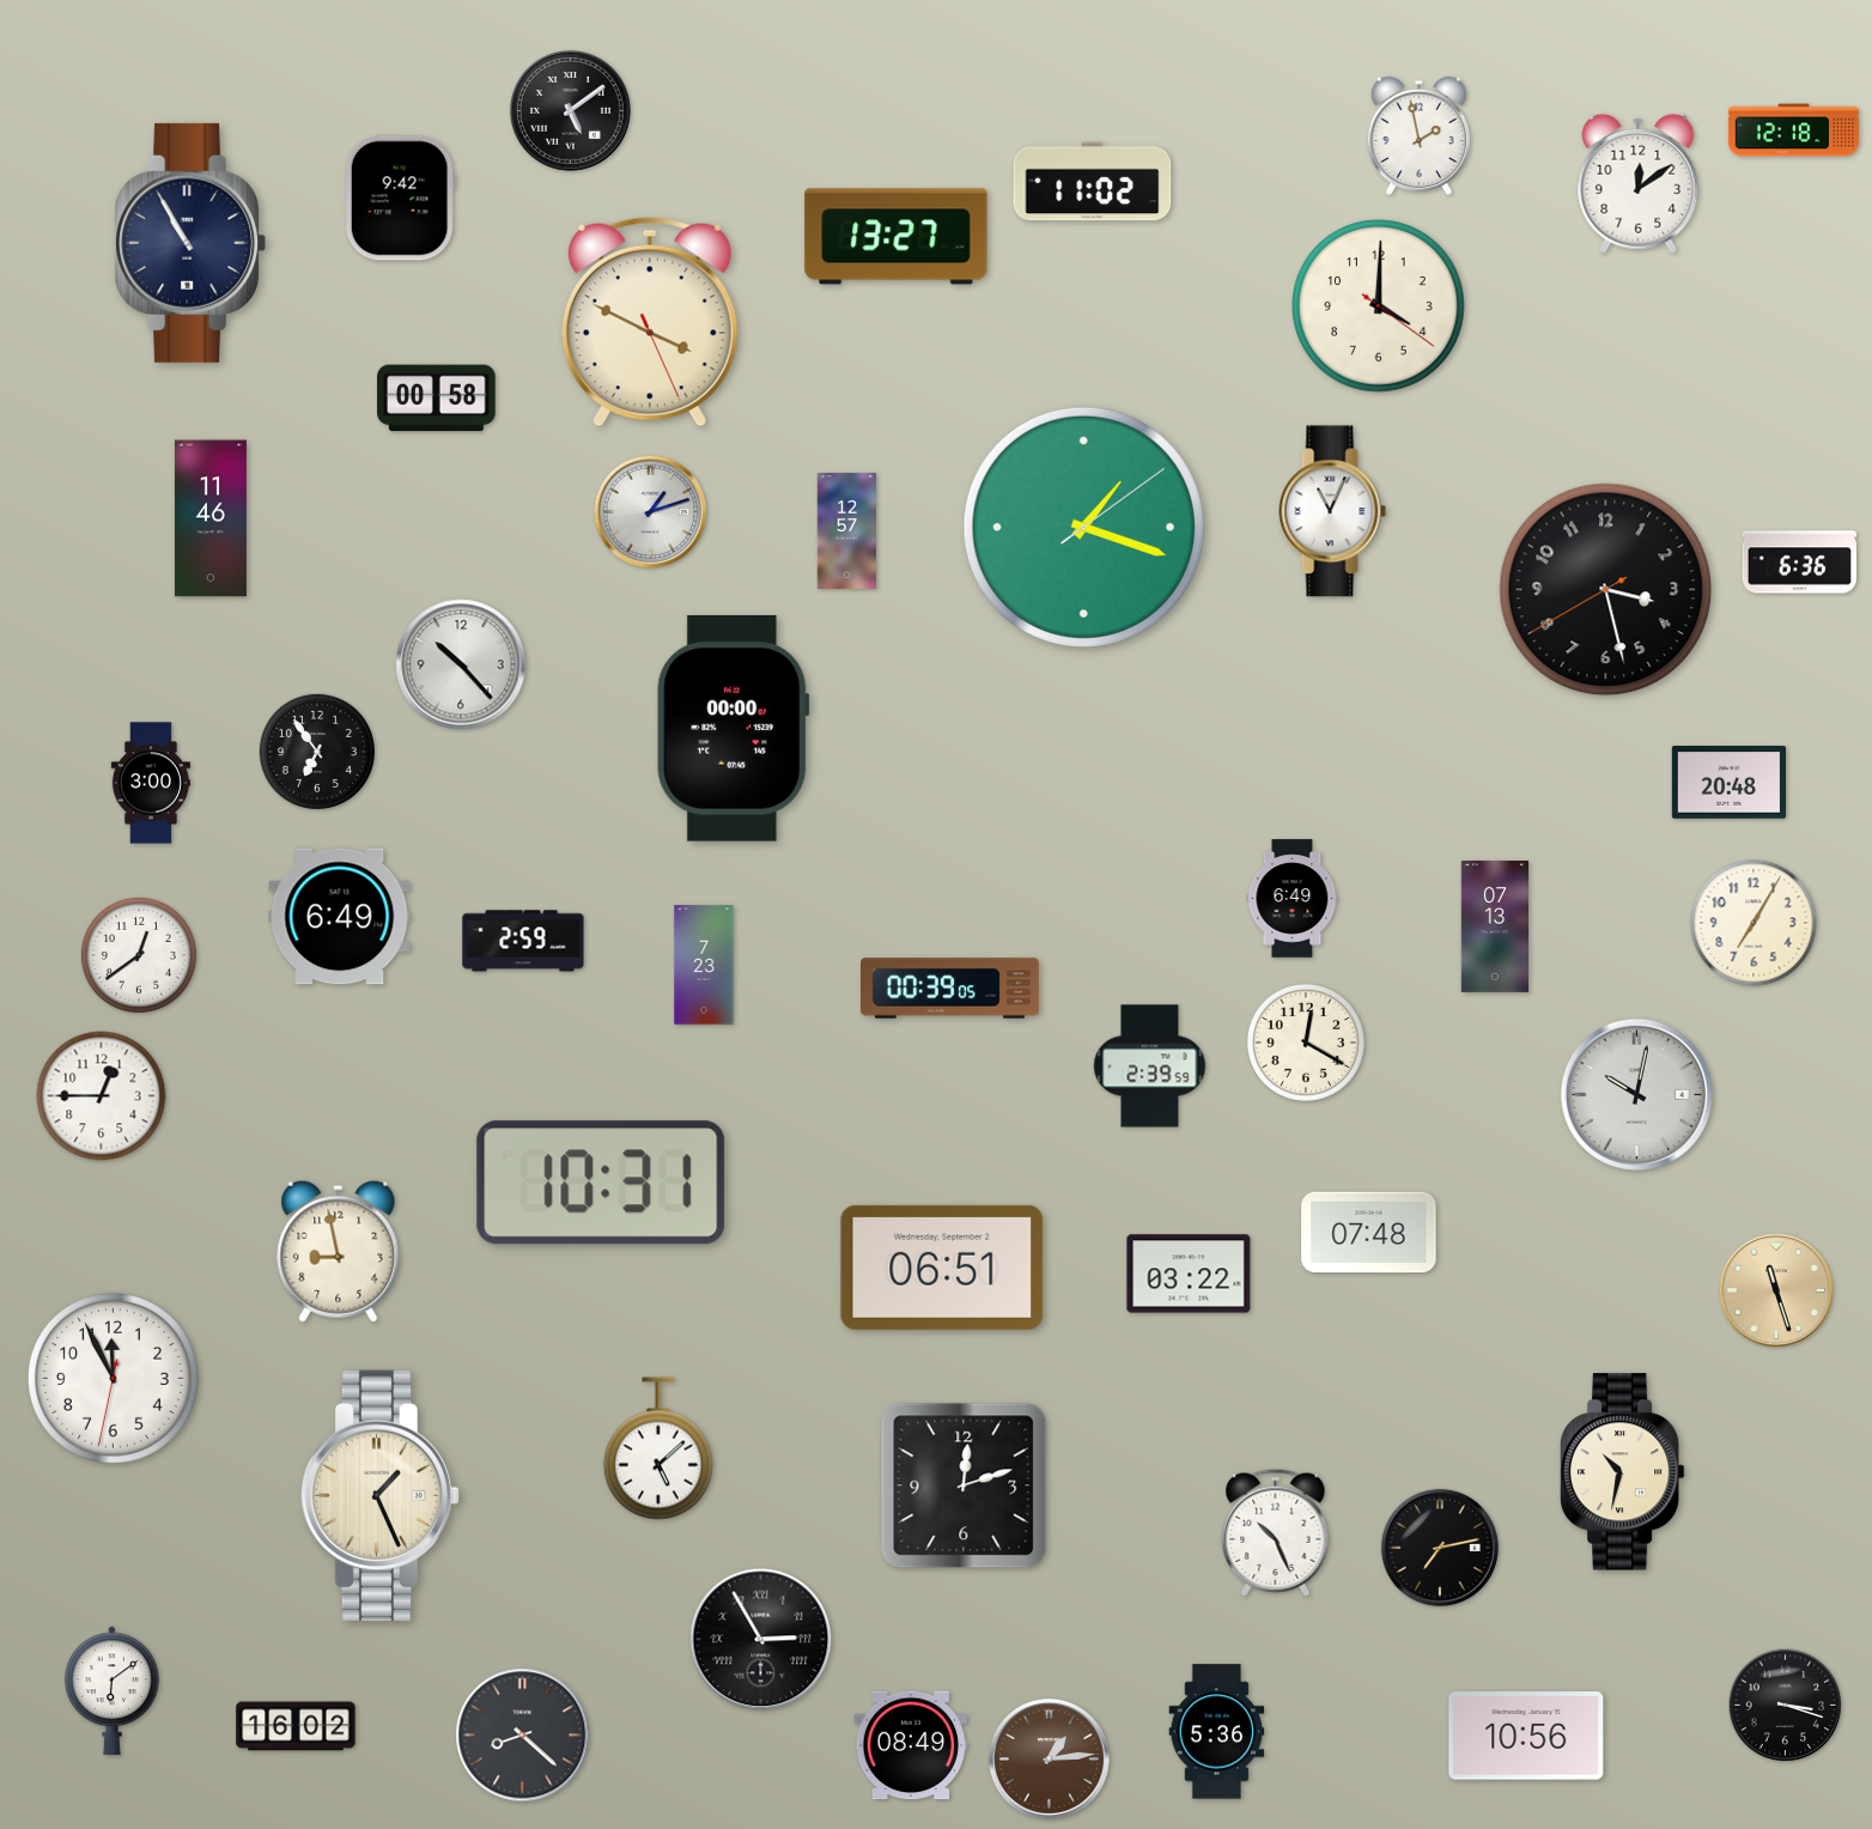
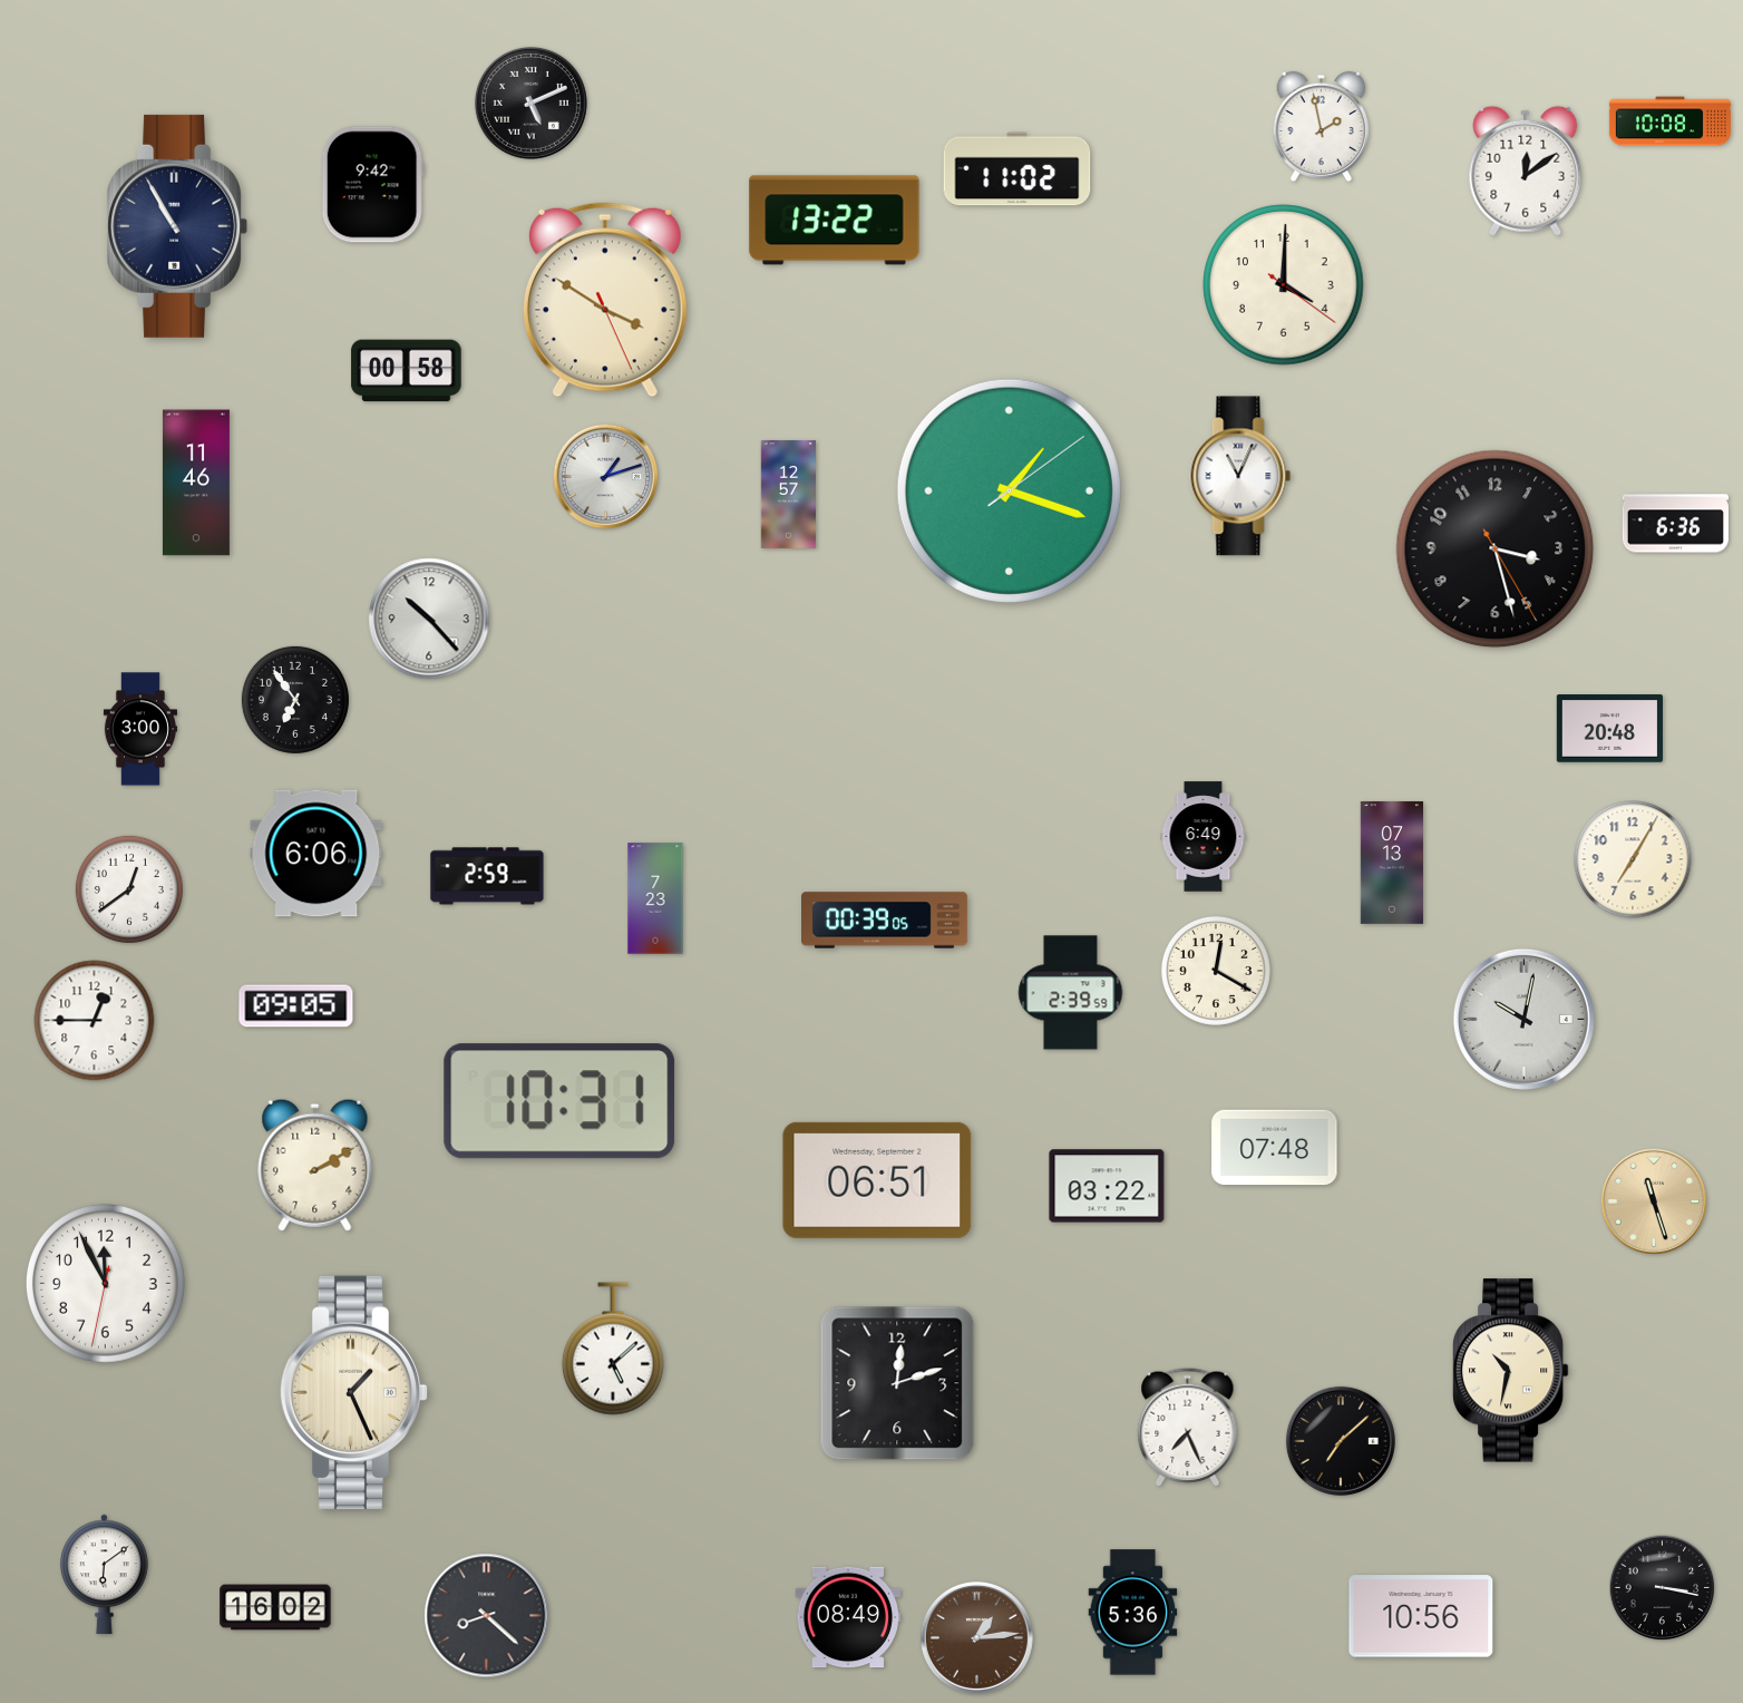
clock at (570, 110): 5:09 -> 5:11
clock at (1793, 130): 12:18 -> 10:08
clock at (897, 237): 13:27 -> 13:22
clock at (650, 322): 3:49 -> 3:50
clock at (1606, 590): 3:27:40 -> 3:27:25
clock at (734, 728): 00:00 -> none
clock at (340, 917): 6:49 -> 6:06
clock at (296, 1006): none -> 09:05
clock at (339, 1251): 8:58 -> 2:10
clock at (1276, 1533): 10:26 -> 7:26
clock at (1440, 1548): 7:13 -> 7:08
clock at (761, 1640): 2:55 -> none
clock at (1786, 1706): 3:18 -> 3:17
clock at (911, 1745) position: (911, 1745) -> (848, 1617)
